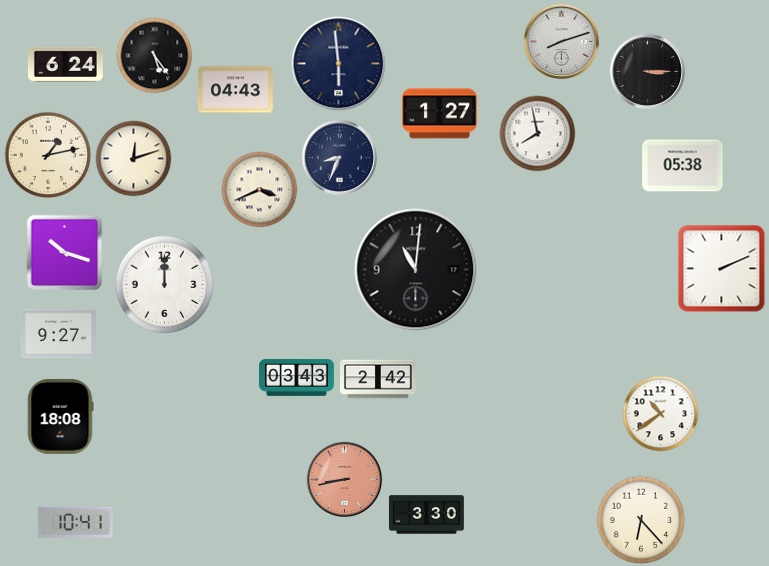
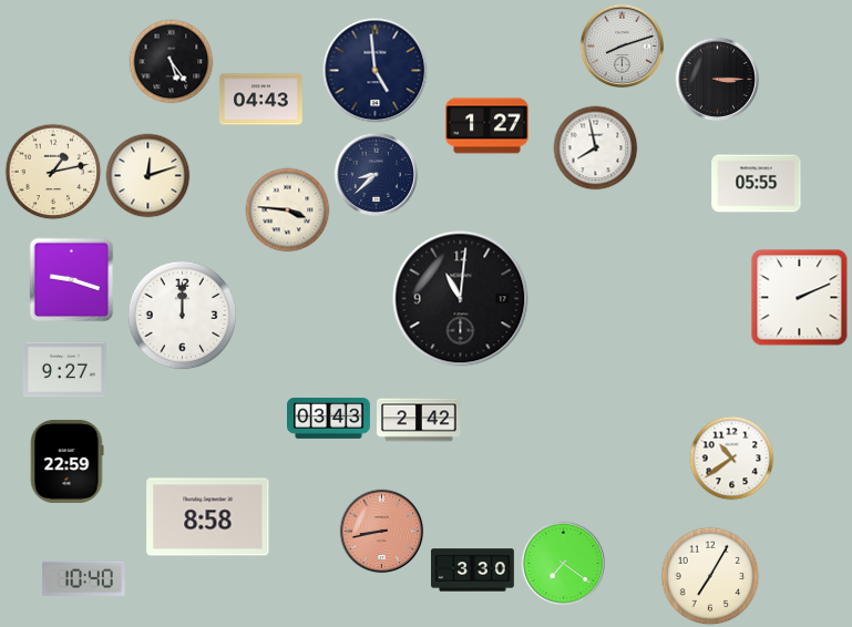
clock at (65, 64): 6:24 -> none
clock at (339, 64): 5:59 -> 4:59
clock at (340, 158): 8:34 -> 8:38
clock at (683, 166): 05:38 -> 05:55
clock at (260, 190): 3:41 -> 3:46
clock at (65, 253): 10:18 -> 9:18
clock at (60, 416): 18:08 -> 22:59
clock at (208, 517): none -> 8:58
clock at (564, 564): none -> 7:21
clock at (641, 520): 6:23 -> 7:05
clock at (75, 522): 10:41 -> 10:40
